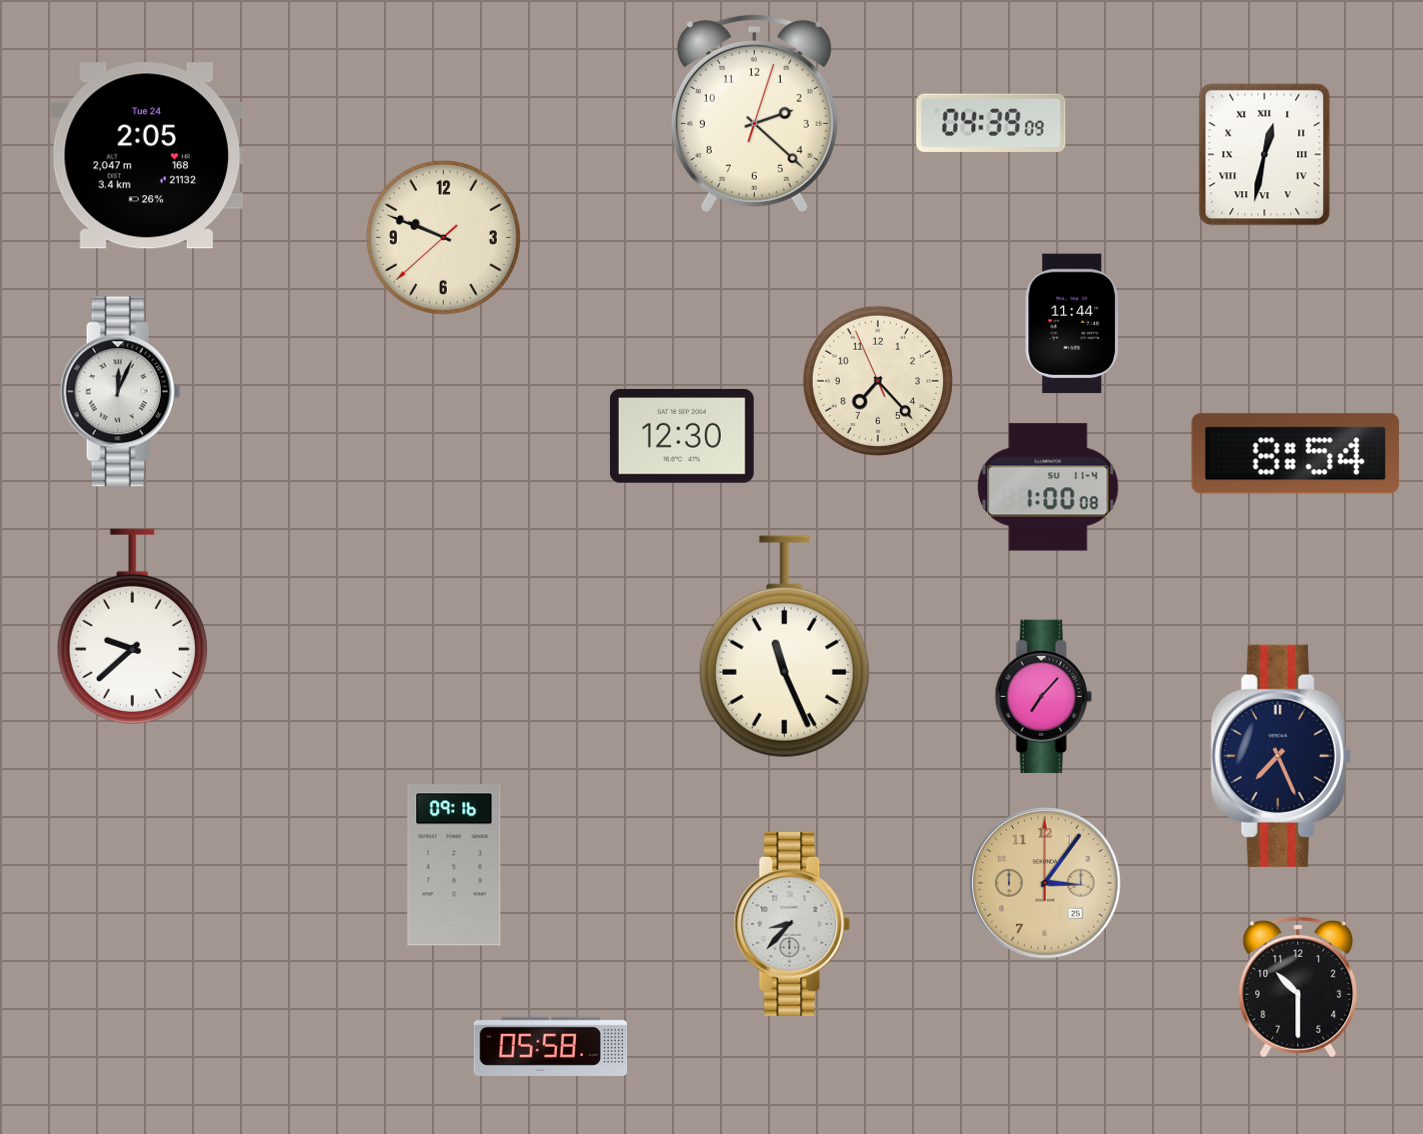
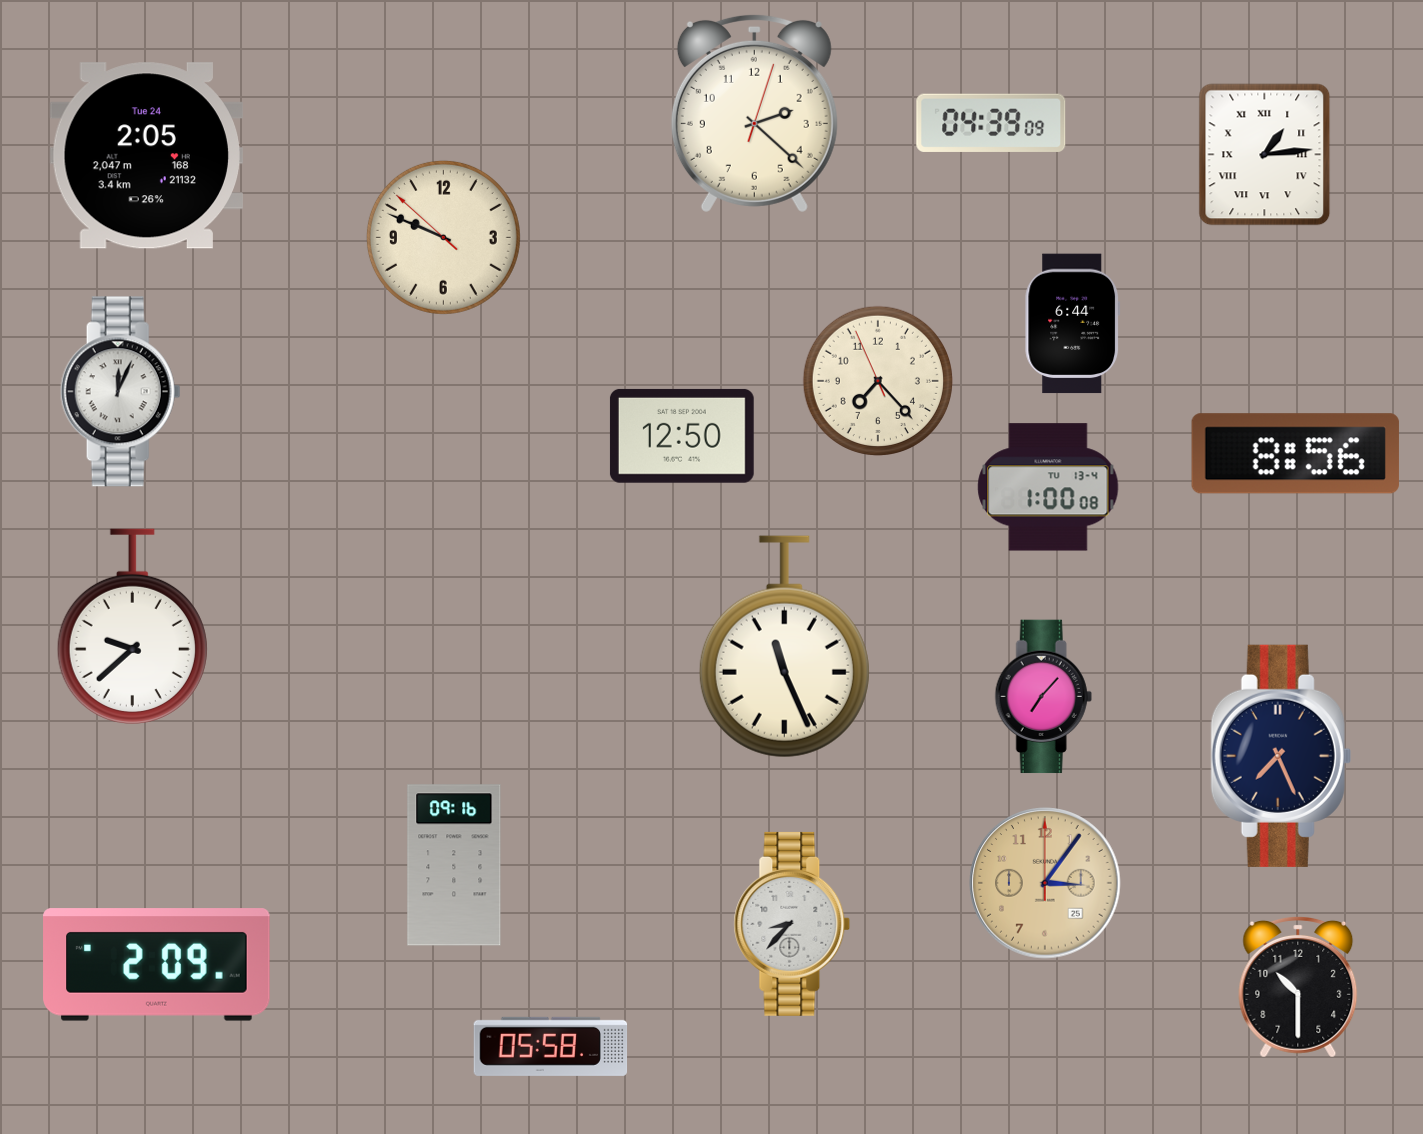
clock at (1265, 155): 12:32 -> 1:14
clock at (443, 237): 9:48:38 -> 9:48:52
clock at (1072, 324): 11:44 -> 6:44
clock at (682, 436): 12:30 -> 12:50
clock at (1295, 454): 8:54 -> 8:56
clock at (1048, 487) date: SU 11-4 -> TU 13-4
clock at (157, 965): none -> 2:09
